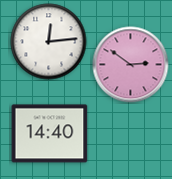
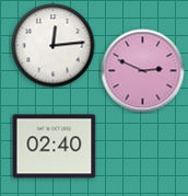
clock at (131, 65): 2:51 -> 2:49
clock at (50, 134): 14:40 -> 02:40
